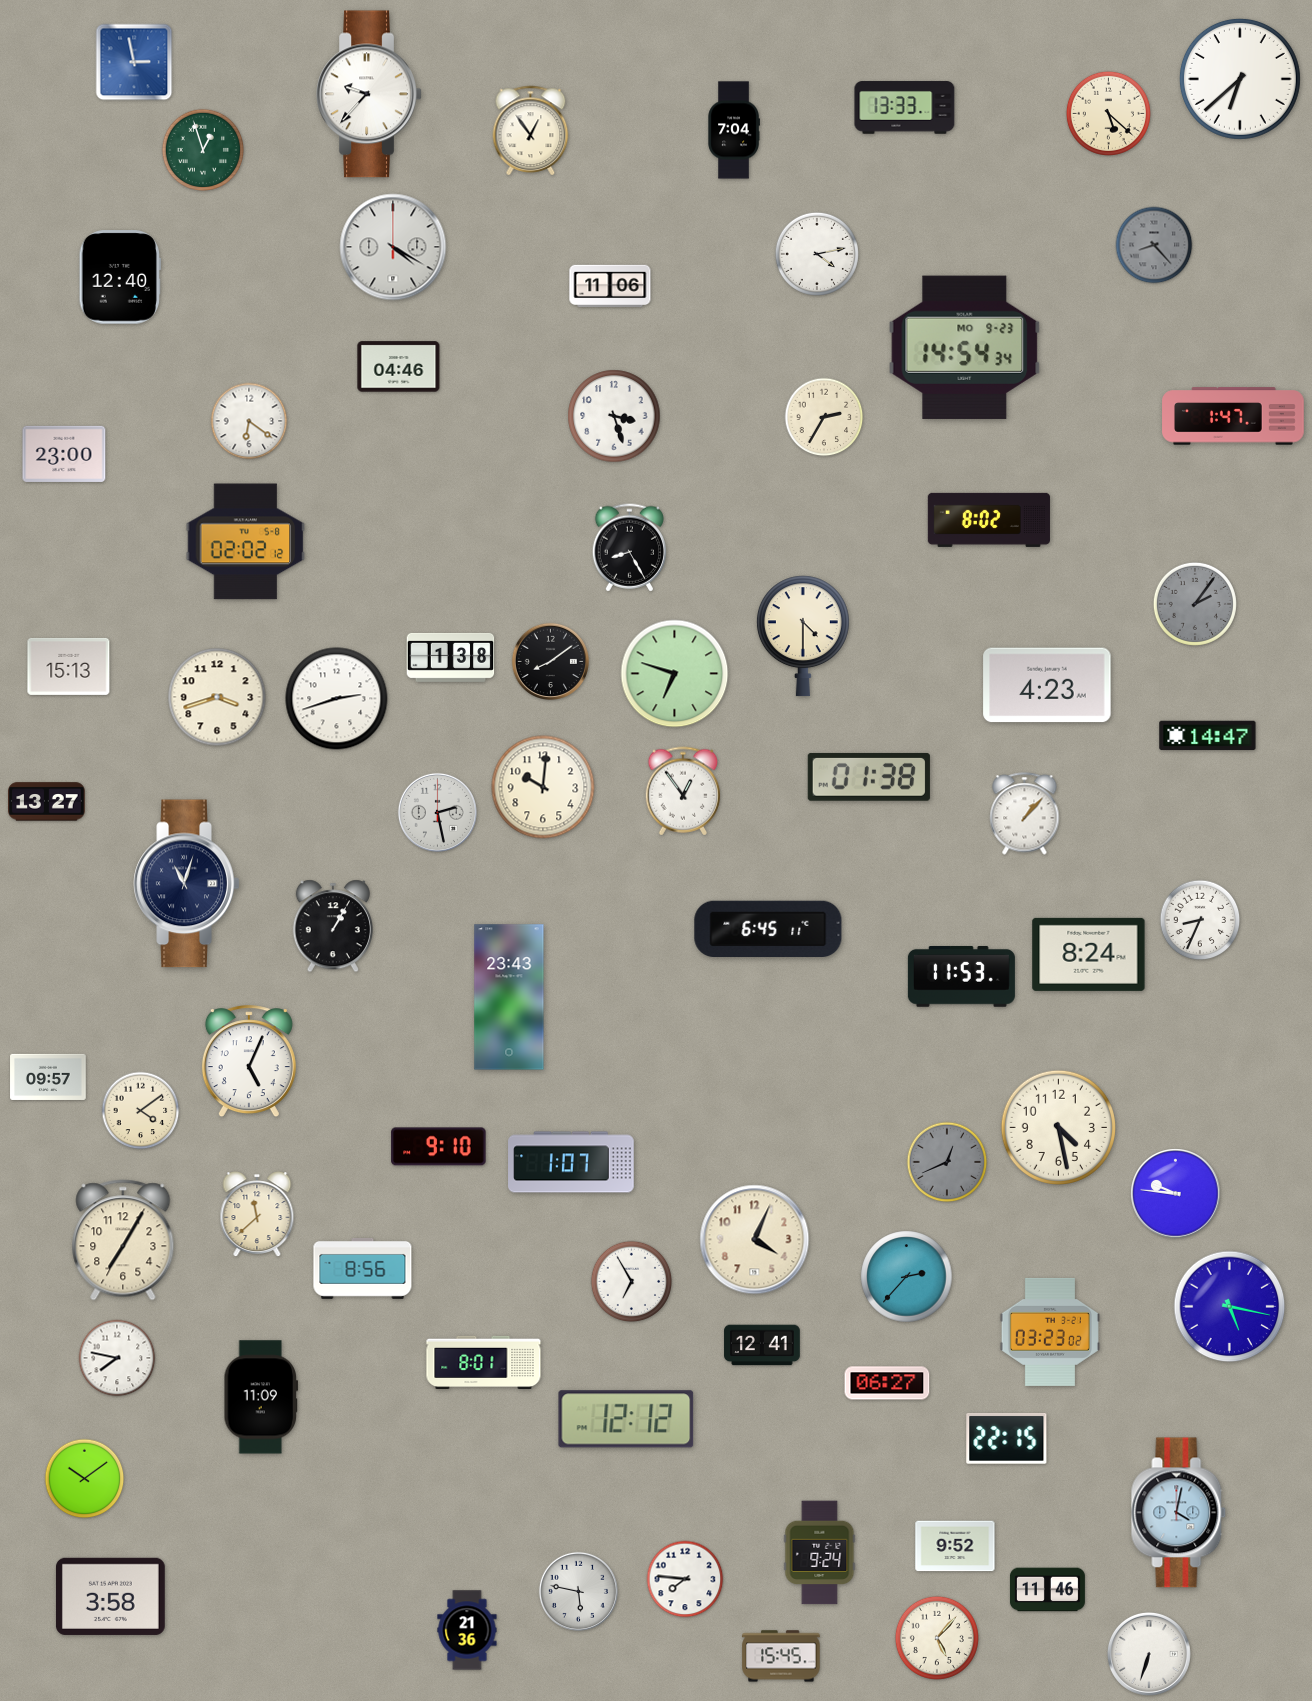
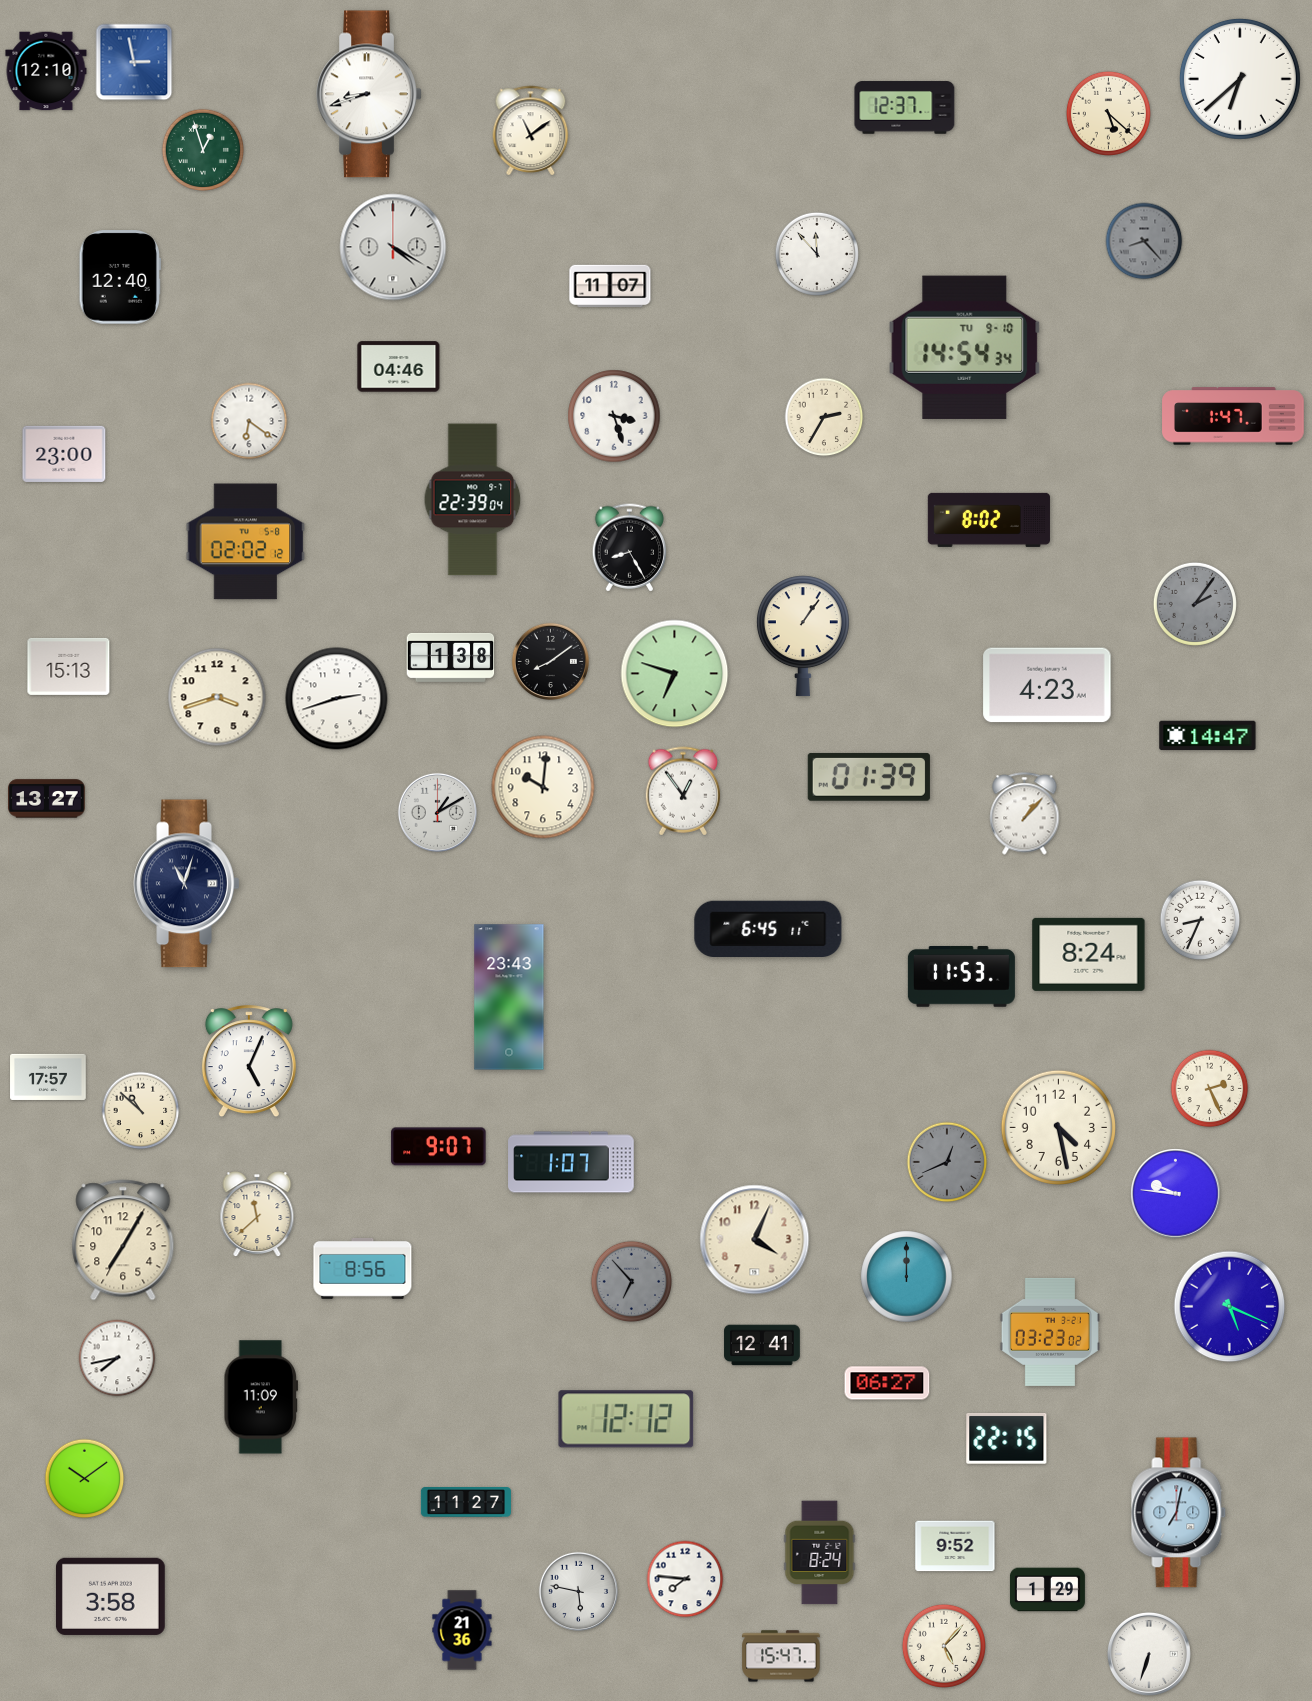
clock at (46, 71): none -> 12:10
clock at (369, 94): 9:37 -> 8:42
clock at (905, 108): 13:33 -> 12:37
clock at (531, 130): 12:54 -> 11:09
clock at (734, 130): 7:04 -> none
clock at (1154, 245) position: (1154, 245) -> (1144, 241)
clock at (817, 254): 4:13 -> 11:53
clock at (610, 286): 11:06 -> 11:07
clock at (965, 347) date: MO 9-23 -> TU 9-10
clock at (473, 500): none -> 22:39
clock at (803, 636): 4:30 -> 1:06
clock at (869, 777): 01:38 -> 01:39
clock at (47, 802) position: (47, 802) -> (47, 799)
clock at (437, 812): 2:28 -> 1:10
clock at (333, 926): 1:05 -> none
clock at (48, 1077): 09:57 -> 17:57
clock at (1210, 1089): none -> 2:26
clock at (141, 1111): 4:09 -> 10:52
clock at (439, 1147): 9:10 -> 9:07
clock at (907, 1277): 2:37 -> 12:00
clock at (632, 1282): 6:55 -> 6:53
clock at (632, 1282) dial: white -> grey
clock at (1230, 1307): 5:17 -> 5:19
clock at (117, 1358): 7:47 -> 7:43
clock at (484, 1362): 8:01 -> none
clock at (466, 1503): none -> 11:27
clock at (1179, 1513): 4:02 -> 7:02
clock at (820, 1553): 9:24 -> 8:24
clock at (1047, 1590): 11:46 -> 1:29
clock at (467, 1630) position: (467, 1630) -> (462, 1630)
clock at (937, 1638) position: (937, 1638) -> (944, 1646)
clock at (781, 1656): 15:45 -> 15:47
